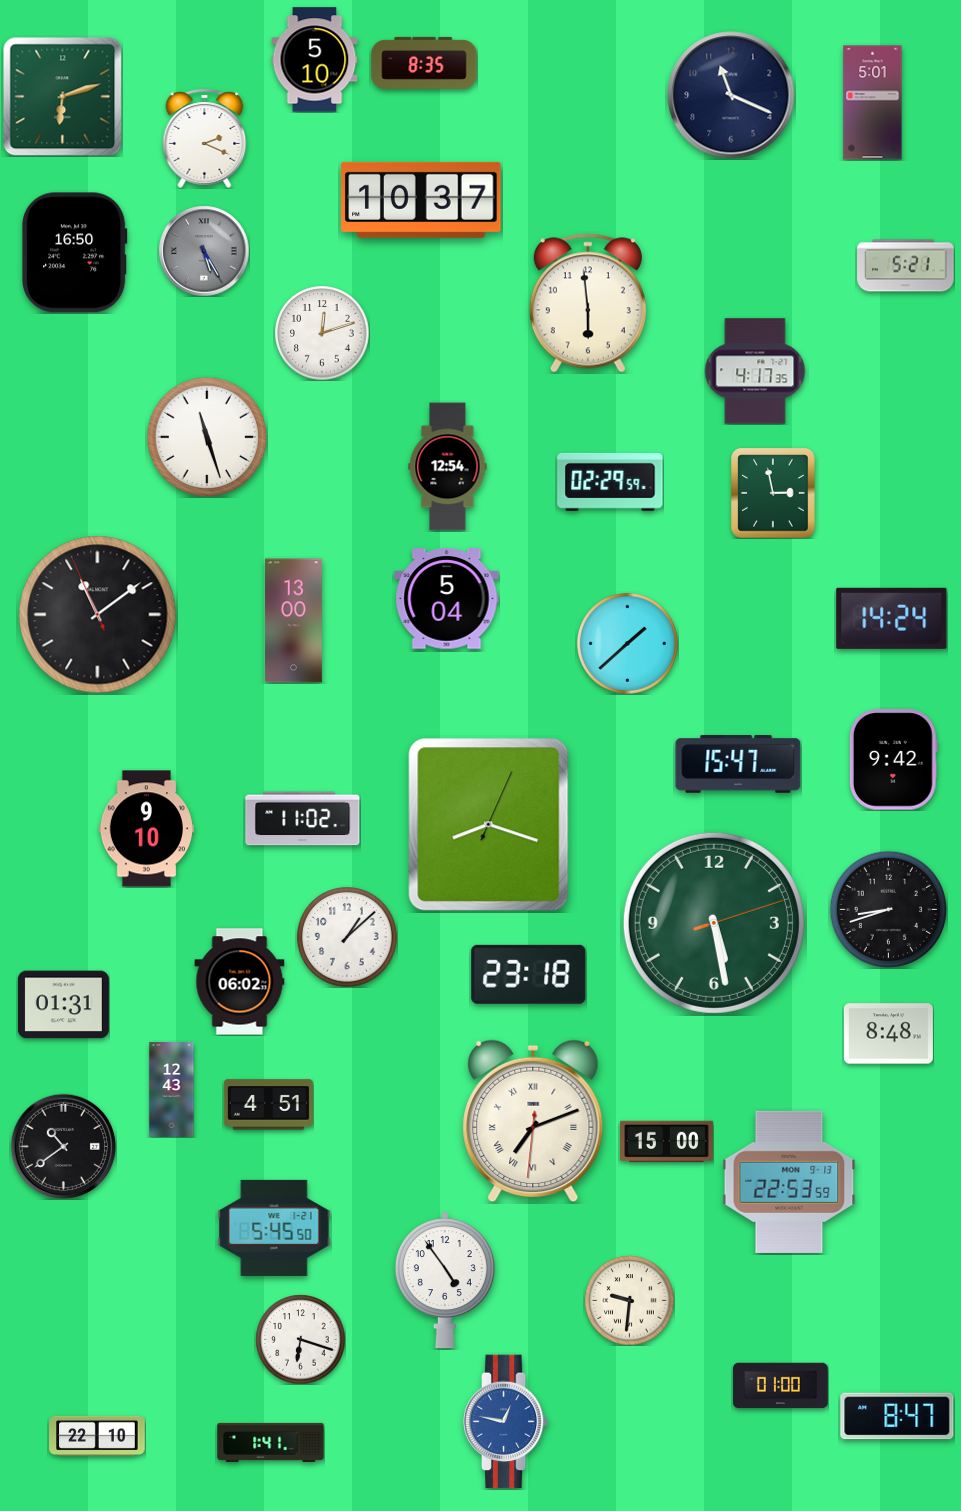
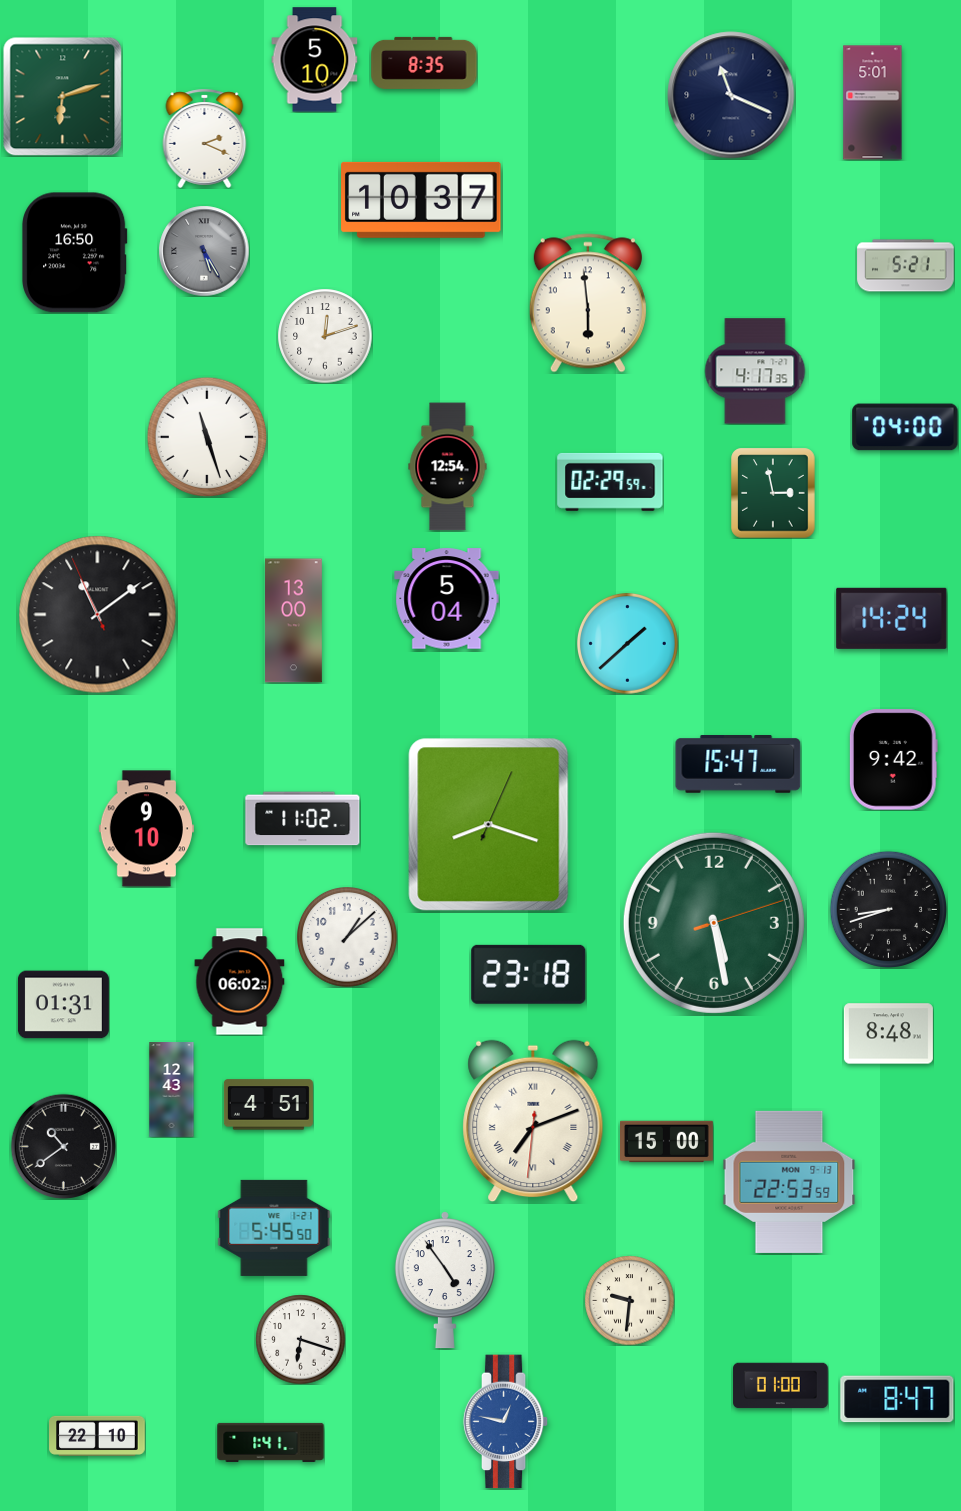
clock at (322, 333) position: (322, 333) -> (325, 336)
clock at (905, 427): none -> 04:00
clock at (897, 1416) position: (897, 1416) -> (897, 1399)
